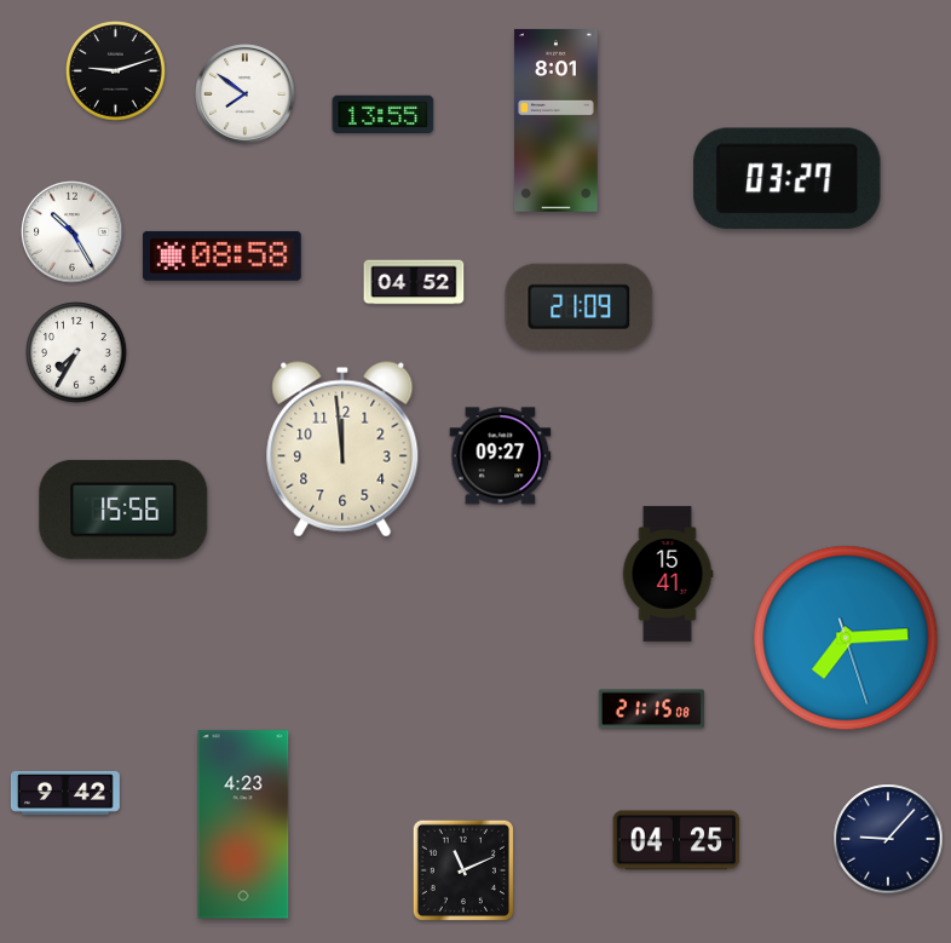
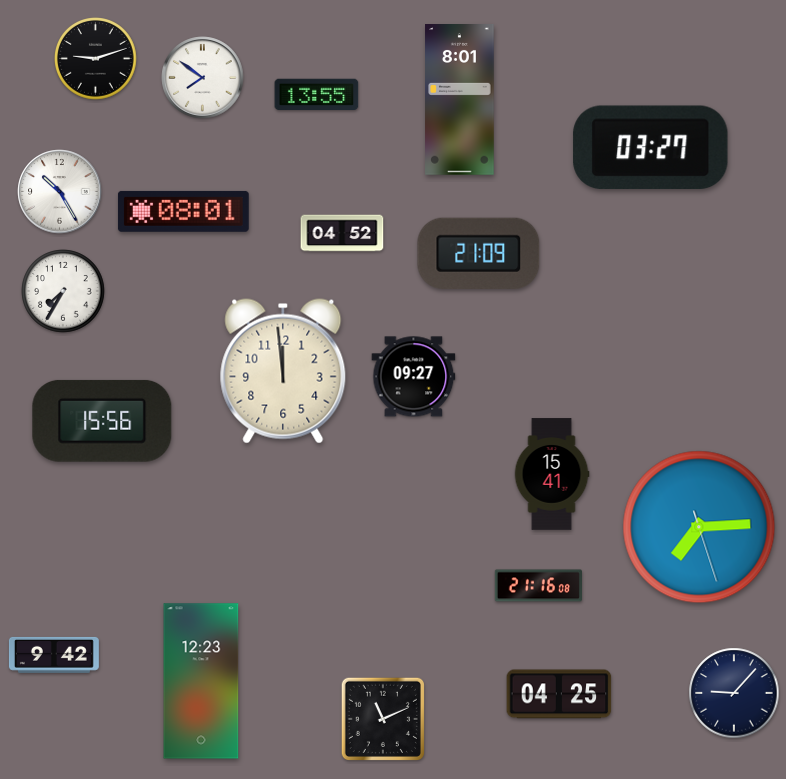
clock at (221, 255): 08:58 -> 08:01
clock at (651, 709): 21:15 -> 21:16
clock at (243, 824): 4:23 -> 12:23
